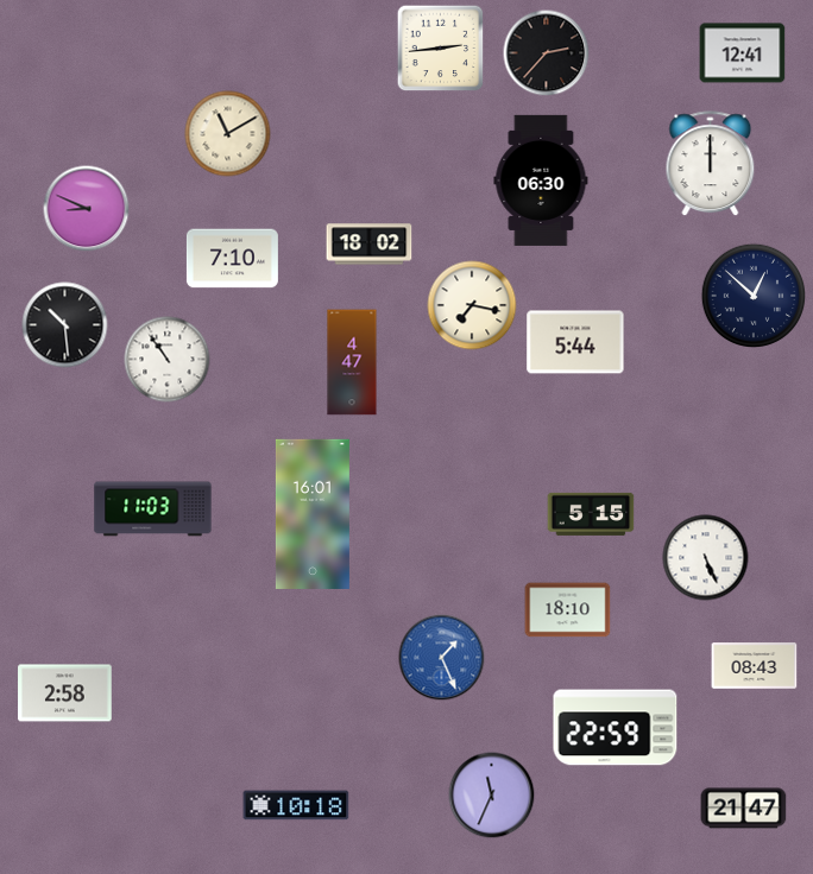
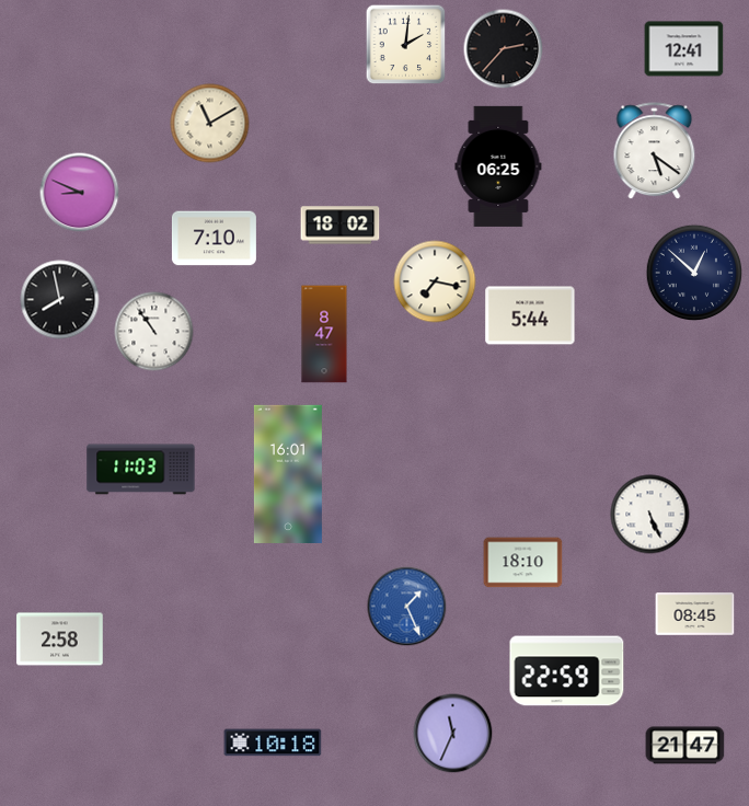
clock at (441, 49): 2:44 -> 2:01
clock at (711, 164): 12:00 -> 5:21
clock at (541, 180): 06:30 -> 06:25
clock at (65, 325): 10:29 -> 7:58
clock at (352, 362): 4:47 -> 8:47
clock at (591, 514): 5:15 -> none
clock at (755, 666): 08:43 -> 08:45
